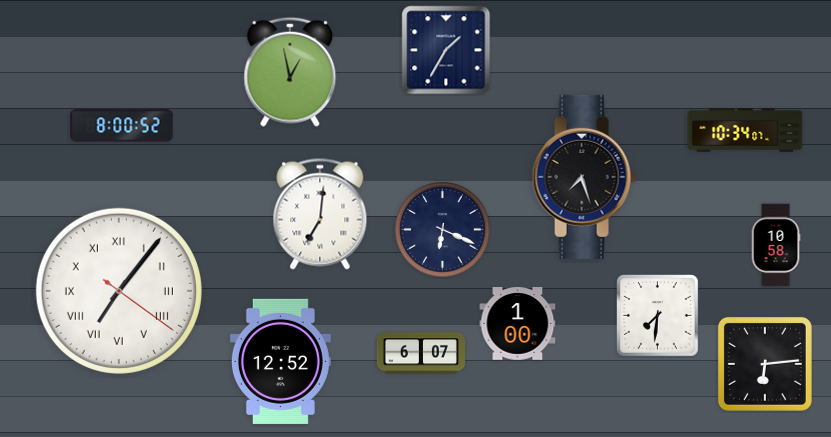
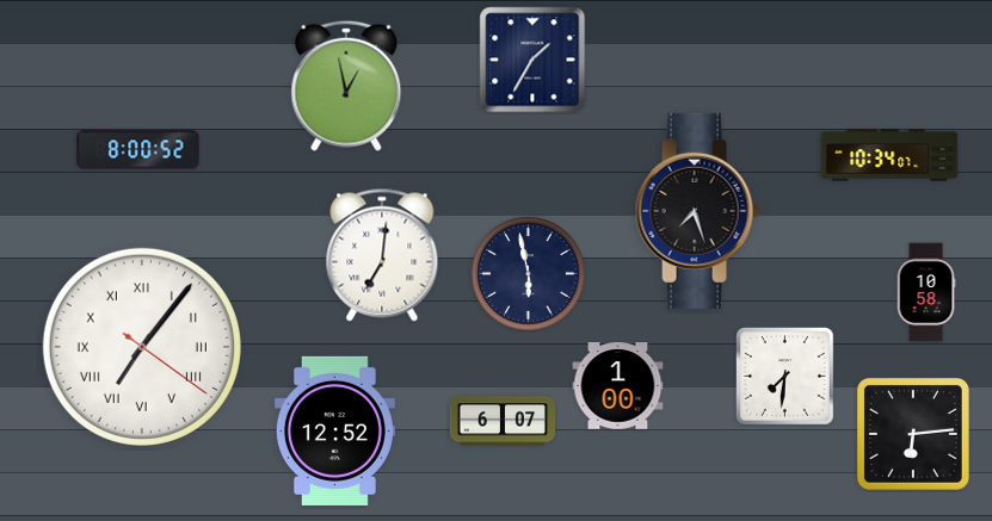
clock at (122, 126) position: (122, 126) -> (138, 150)
clock at (443, 230): 6:19 -> 5:58
